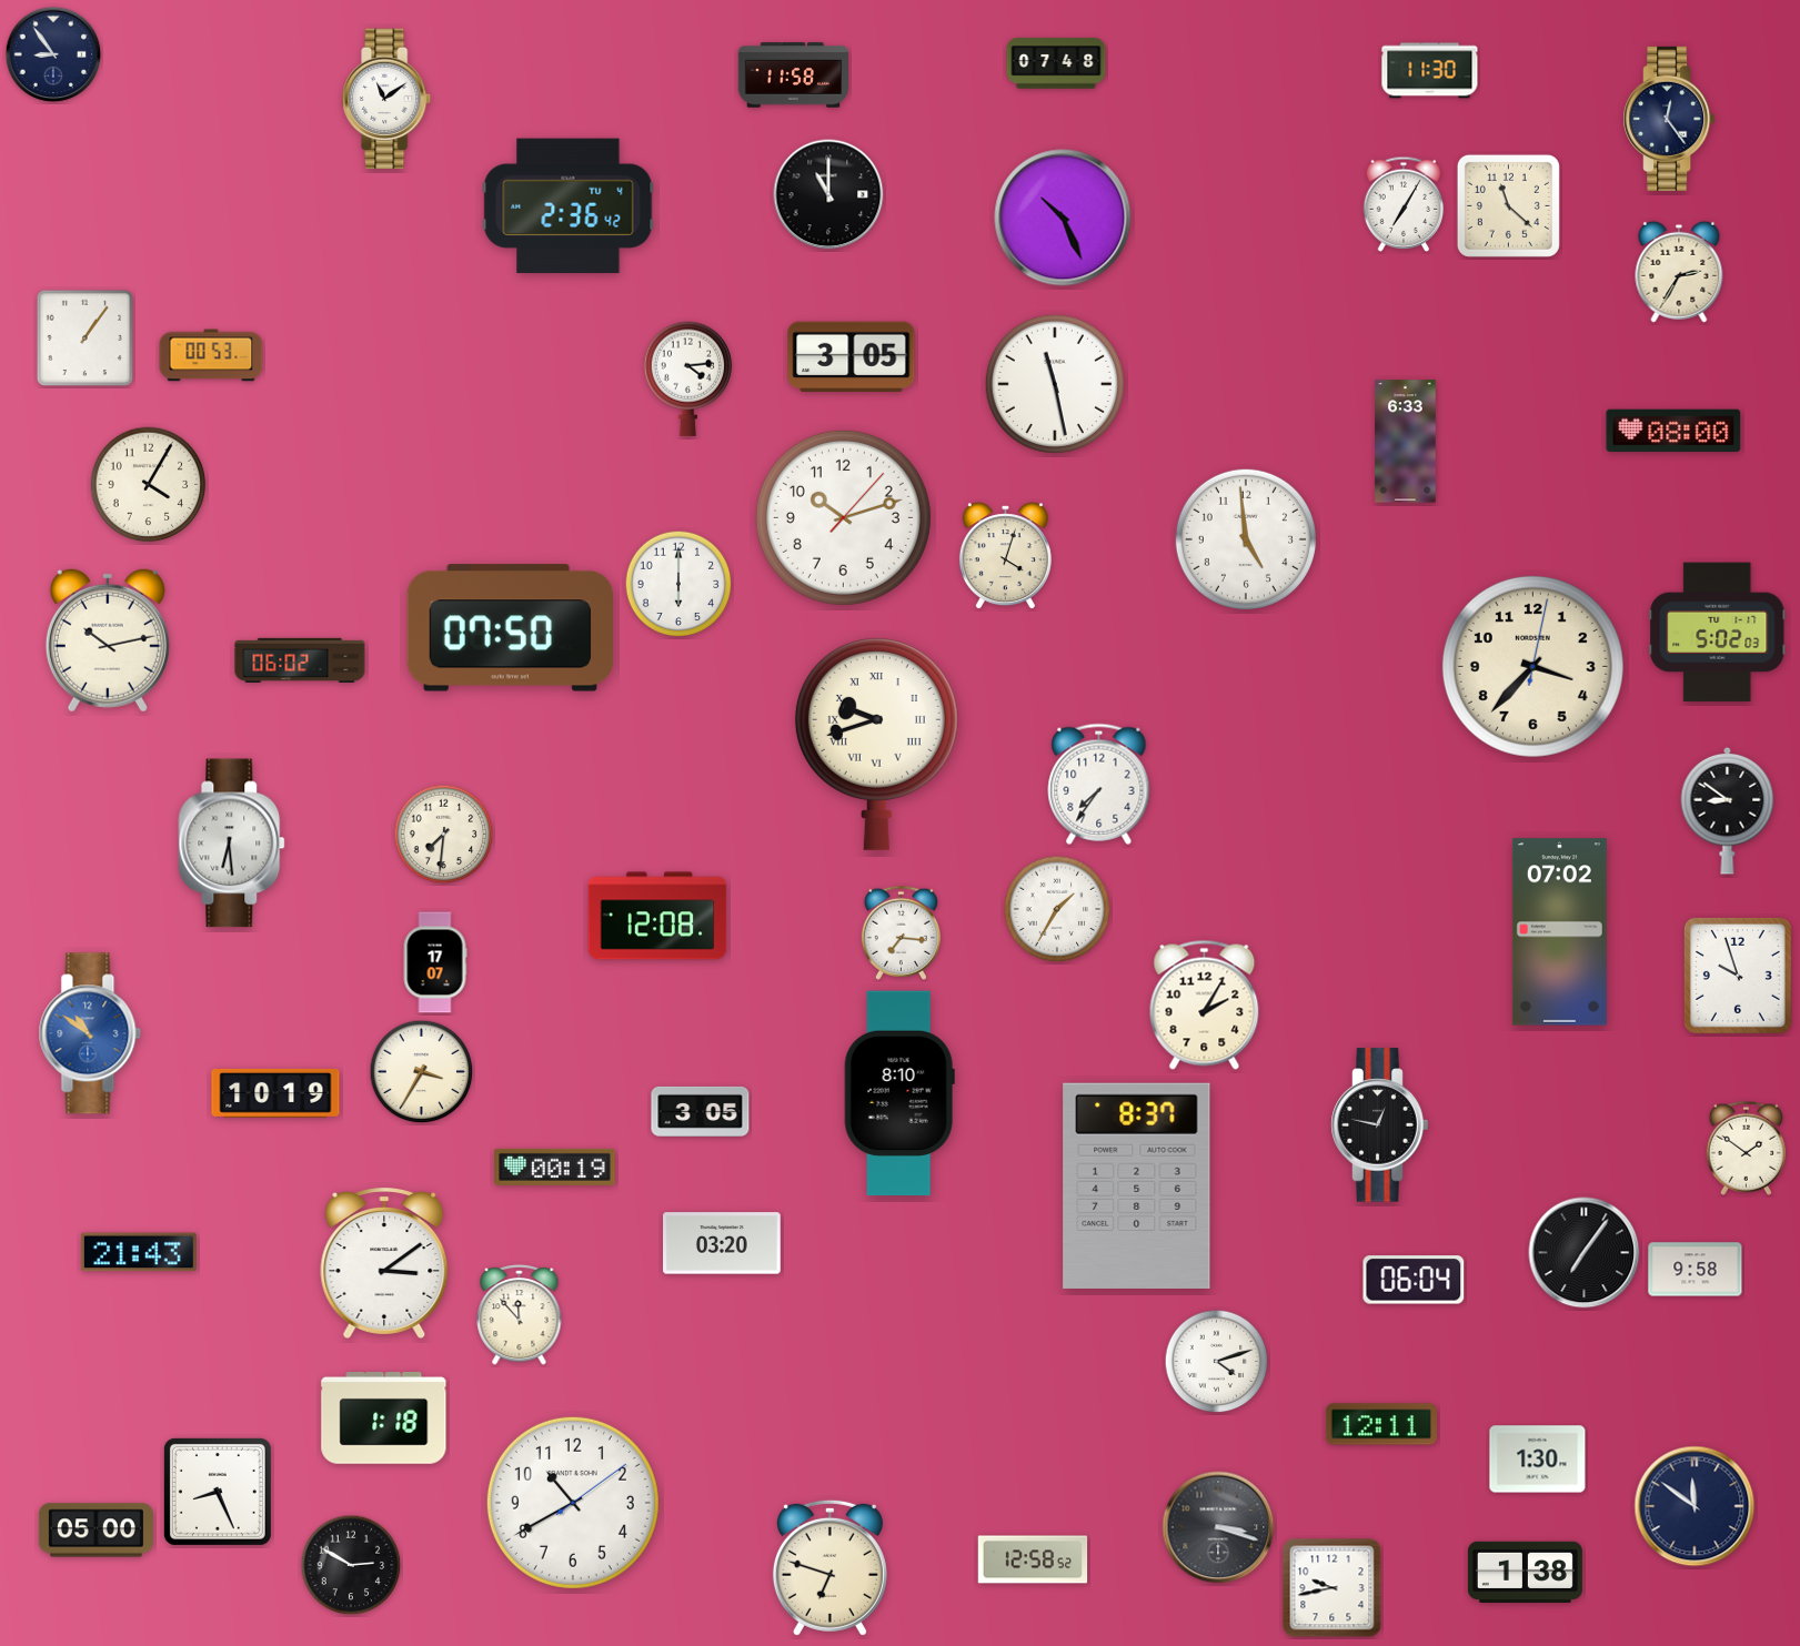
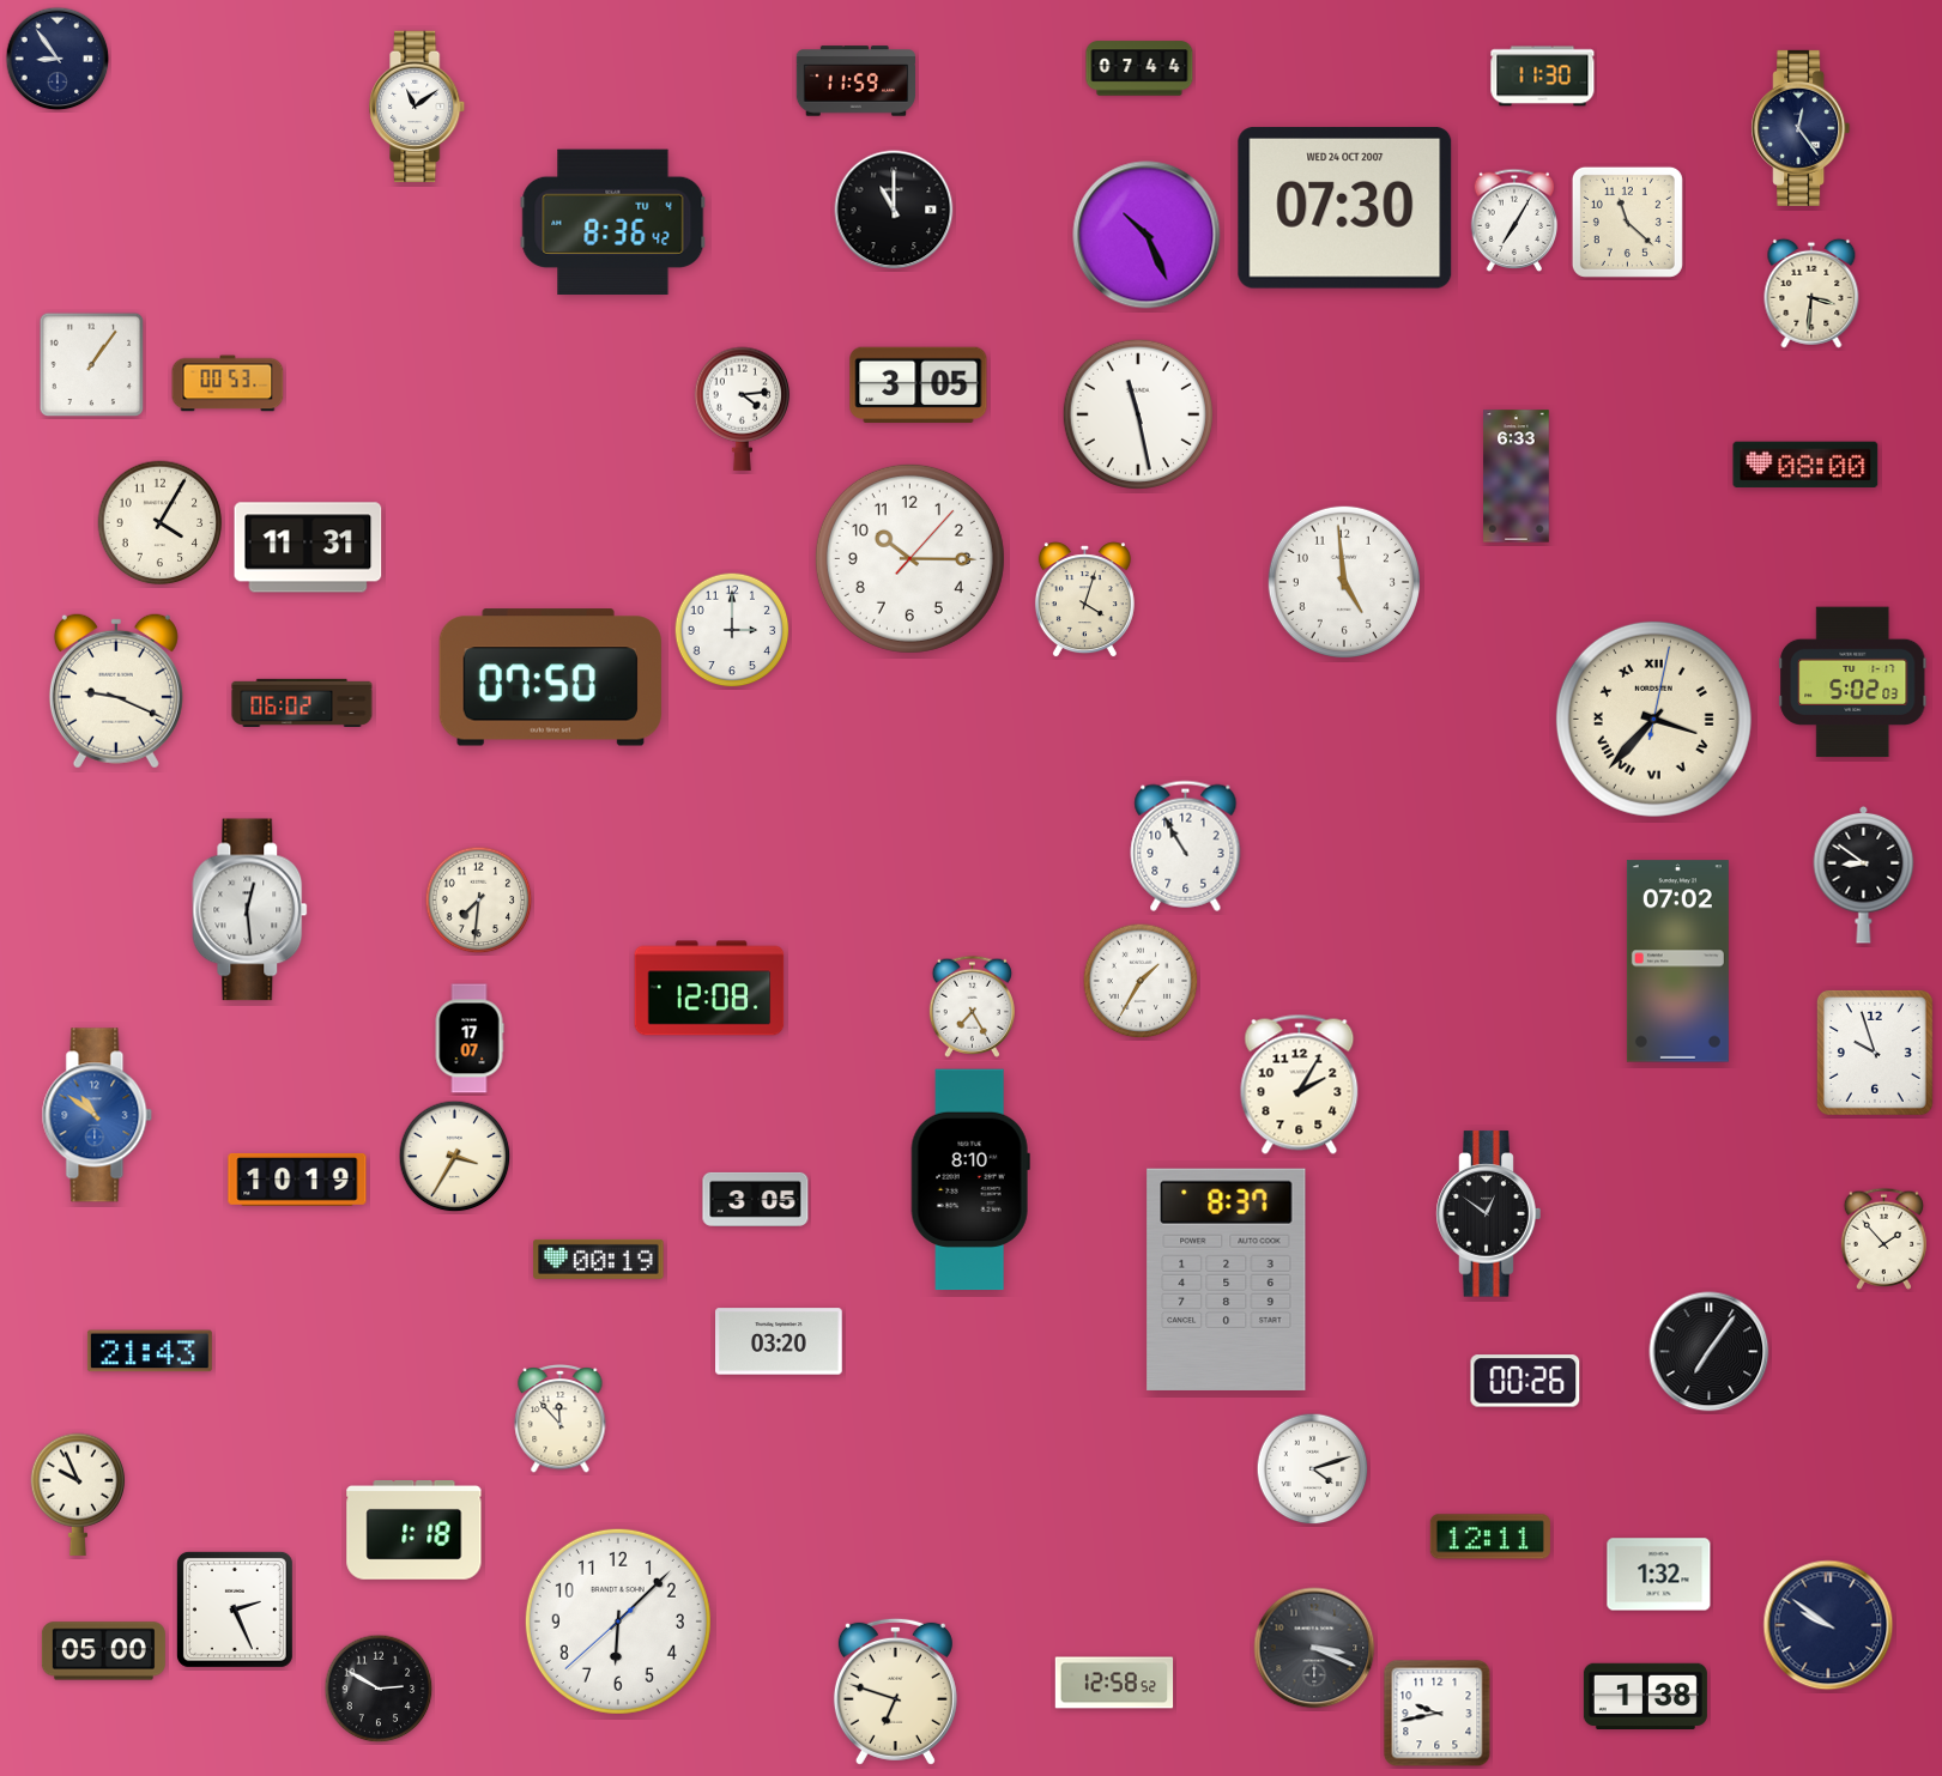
clock at (1056, 63): 07:48 -> 07:44
clock at (793, 75): 11:58 -> 11:59
clock at (1345, 208): none -> 07:30
clock at (569, 206): 2:36 -> 8:36
clock at (1679, 272): 2:35 -> 3:31
clock at (308, 547): none -> 11:31
clock at (843, 517): 10:12 -> 10:15
clock at (678, 584): 6:00 -> 3:00
clock at (108, 640): 10:13 -> 9:19
clock at (300, 659) position: (300, 659) -> (302, 702)
clock at (1532, 666) numerals: Arabic -> Roman
clock at (876, 744): 9:42 -> none
clock at (1099, 784): 7:36 -> 10:55
clock at (232, 844): 6:29 -> 12:29
clock at (901, 932): 7:16 -> 7:25
clock at (1559, 932) position: (1559, 932) -> (1677, 962)
clock at (1380, 1125): 12:47 -> 12:51
clock at (1746, 1148): 1:51 -> 1:53
clock at (384, 1263): 3:09 -> none
clock at (1696, 1270): 9:58 -> none
clock at (1414, 1280): 06:04 -> 00:26
clock at (78, 1495): none -> 9:56
clock at (1538, 1460): 1:30 -> 1:32
clock at (218, 1492): 8:26 -> 2:26
clock at (573, 1503): 10:40 -> 6:07
clock at (1695, 1506): 11:51 -> 9:51
clock at (1218, 1527): 3:18 -> 3:19
